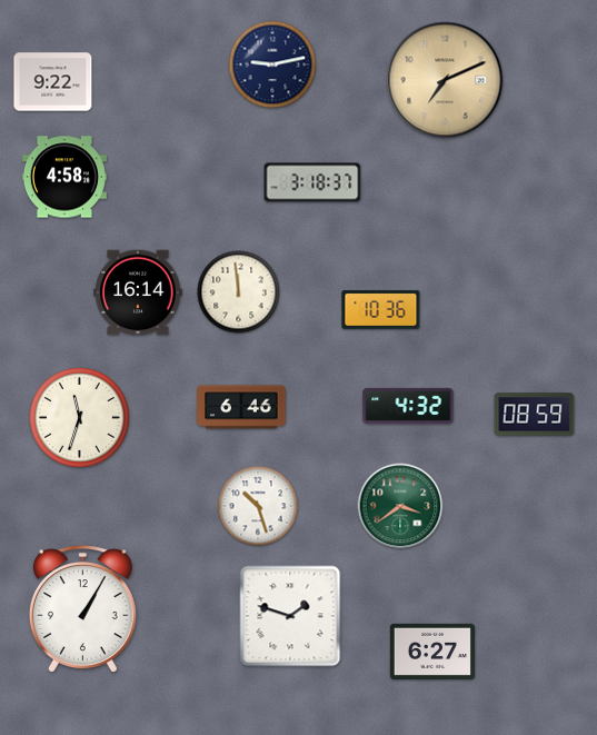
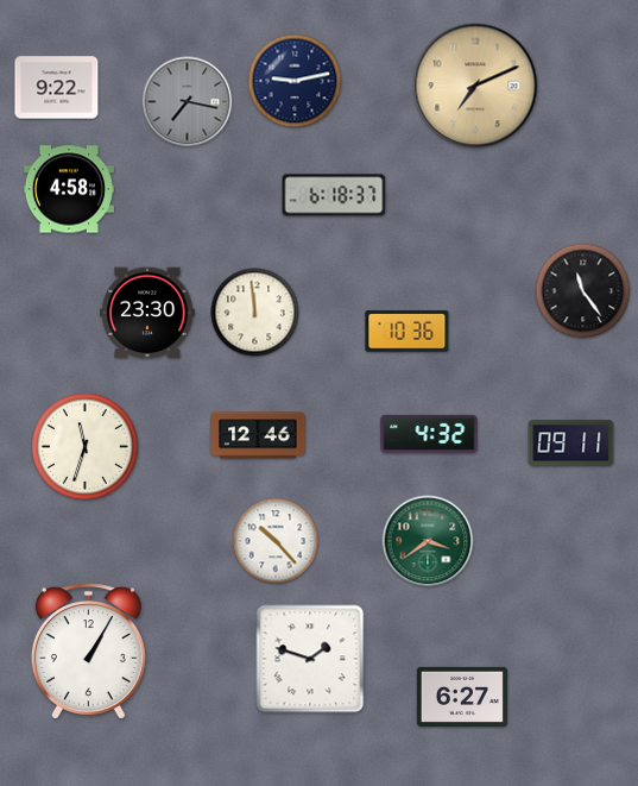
clock at (272, 64) position: (272, 64) -> (295, 81)
clock at (188, 102): none -> 7:17
clock at (312, 182): 3:18 -> 6:18
clock at (583, 291): none -> 11:24
clock at (138, 292): 16:14 -> 23:30
clock at (408, 406) position: (408, 406) -> (429, 434)
clock at (241, 407): 6:46 -> 12:46
clock at (535, 415): 08:59 -> 09:11
clock at (258, 506): 10:27 -> 10:23
